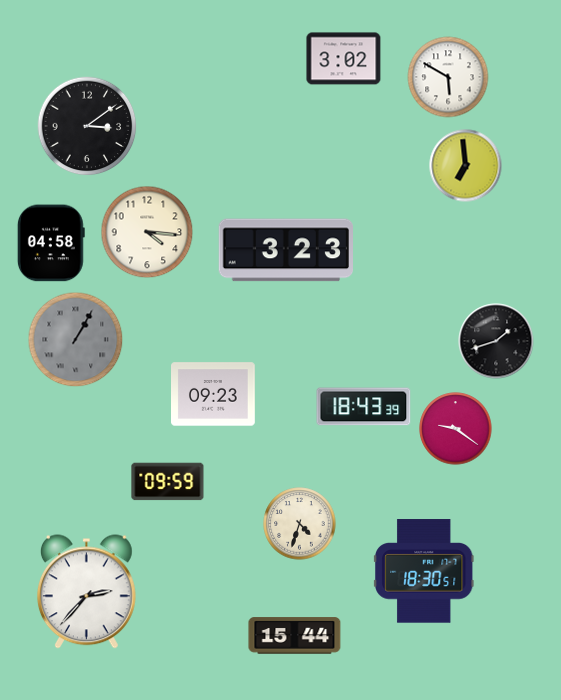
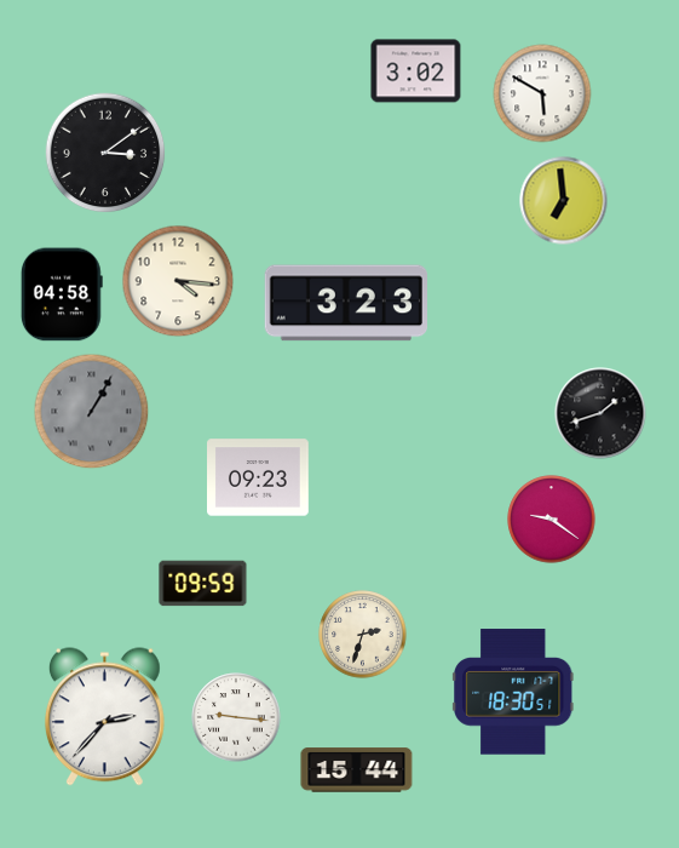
clock at (364, 407): 18:43 -> none
clock at (300, 524): 4:33 -> 2:33
clock at (236, 717): none -> 9:16
